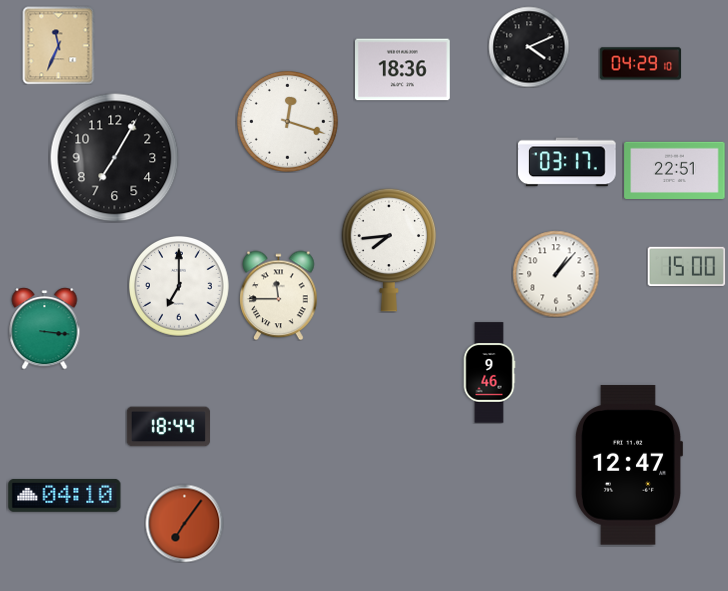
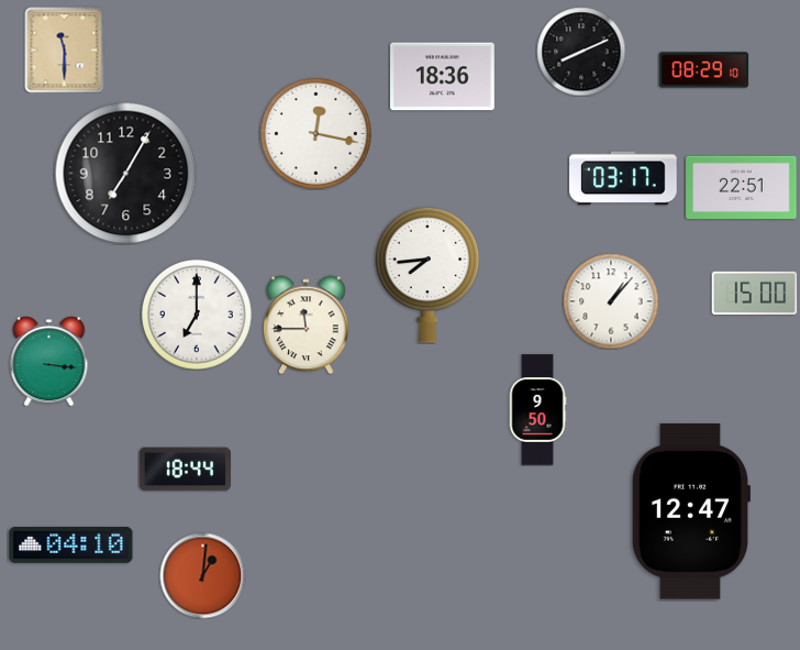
clock at (59, 45): 11:34 -> 11:30
clock at (529, 47): 4:11 -> 8:11
clock at (640, 64): 04:29 -> 08:29
clock at (287, 121): 12:18 -> 12:17
clock at (489, 373): 9:46 -> 9:50
clock at (184, 523): 7:06 -> 1:01
